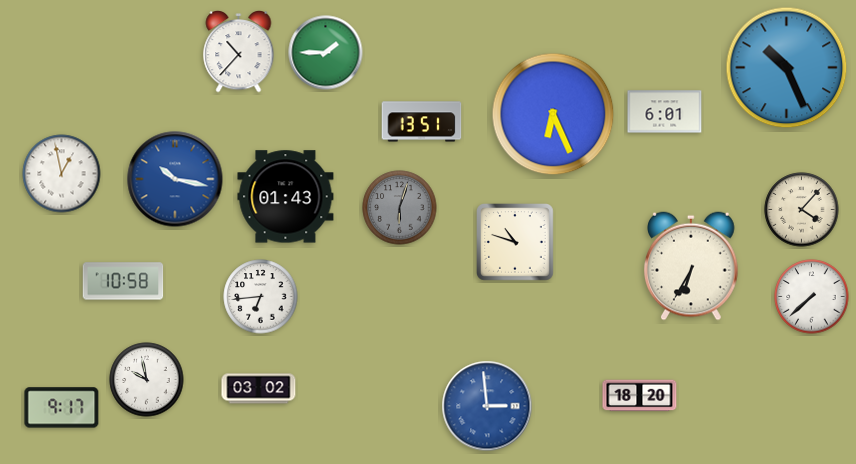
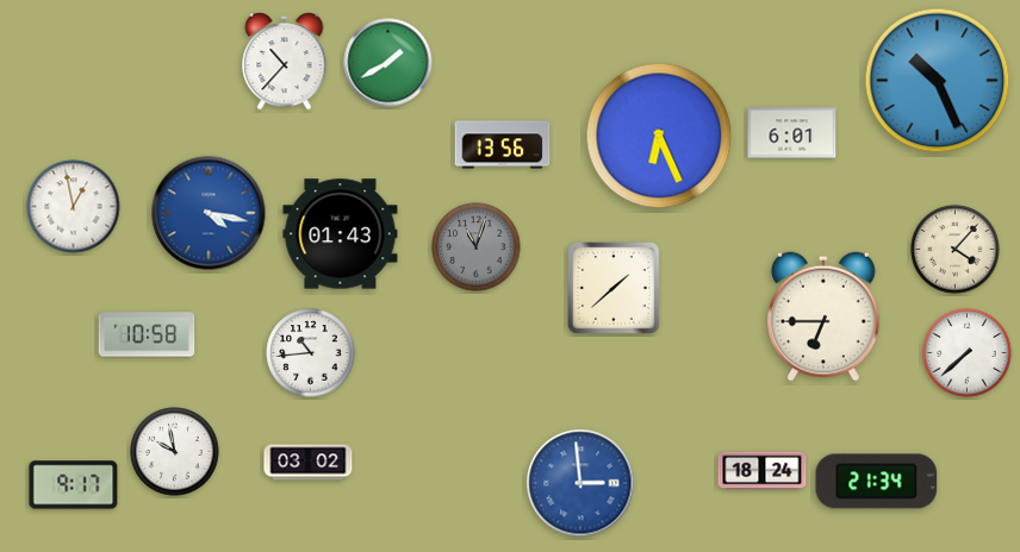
clock at (326, 53): 1:45 -> 1:40
clock at (422, 122): 13:51 -> 13:56
clock at (175, 179): 10:17 -> 4:17
clock at (400, 208): 6:03 -> 11:03
clock at (516, 243): 10:48 -> 1:38
clock at (692, 266): 6:35 -> 6:45
clock at (261, 297): 6:44 -> 10:44
clock at (640, 396): 18:20 -> 18:24
clock at (877, 482): none -> 21:34
